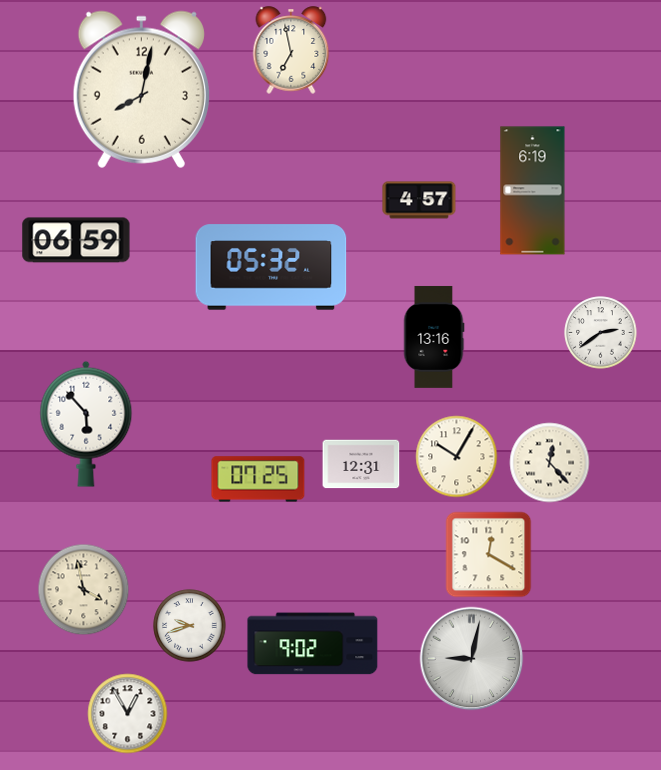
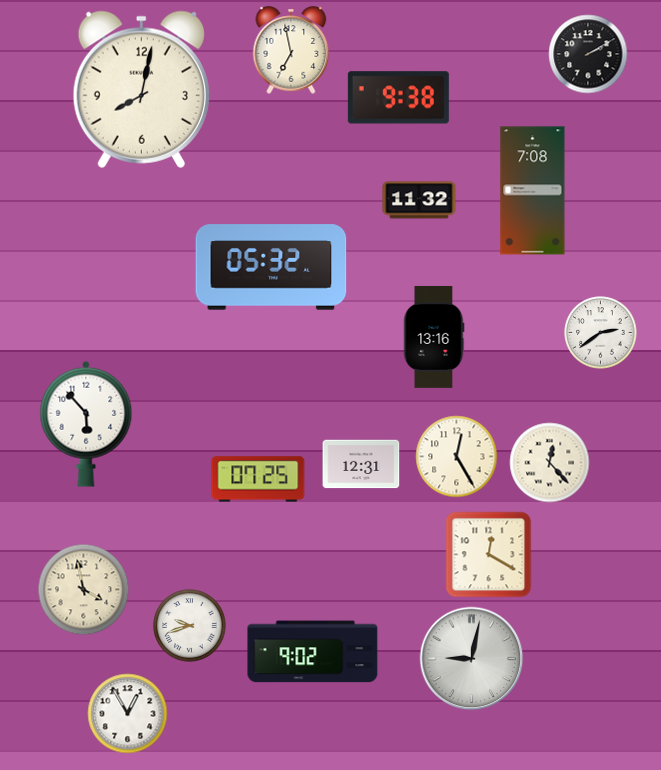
clock at (588, 54): none -> 2:10
clock at (398, 98): none -> 9:38
clock at (533, 191): 6:19 -> 7:08
clock at (419, 200): 4:57 -> 11:32
clock at (76, 240): 06:59 -> none
clock at (457, 457): 10:05 -> 12:25
clock at (313, 644) position: (313, 644) -> (313, 652)
